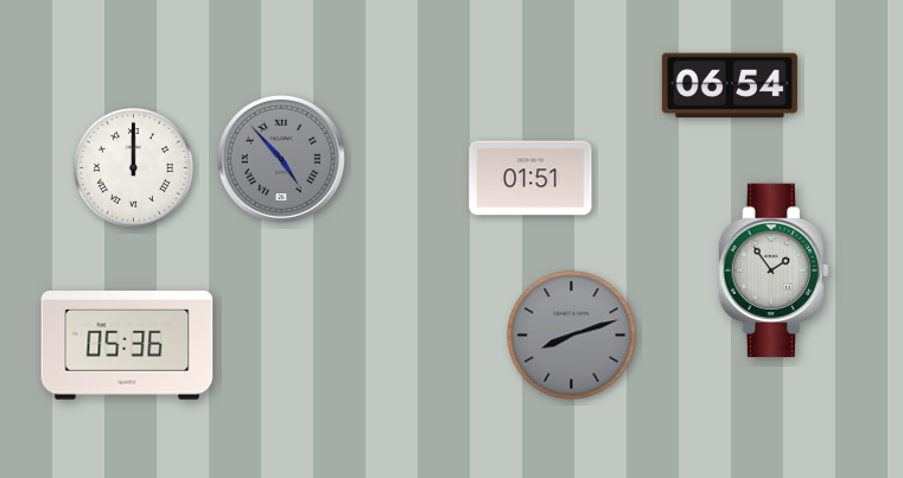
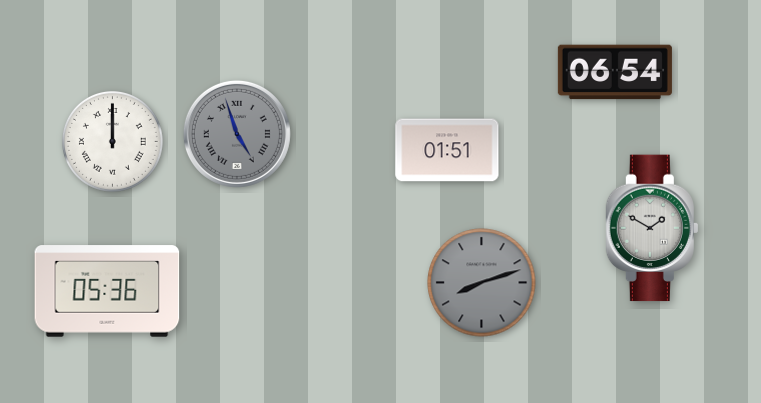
clock at (281, 159): 4:53 -> 4:57
clock at (774, 270): 1:54 -> 1:50
